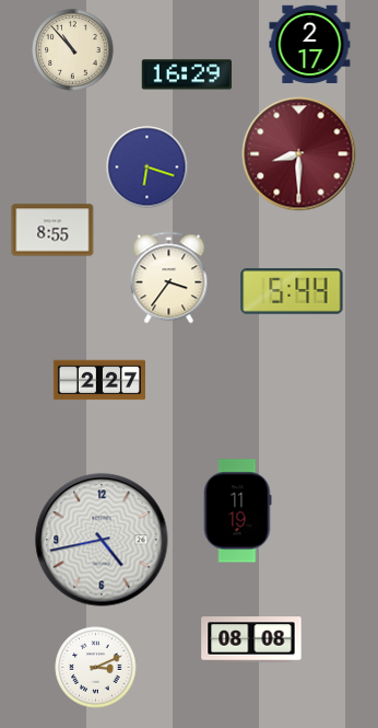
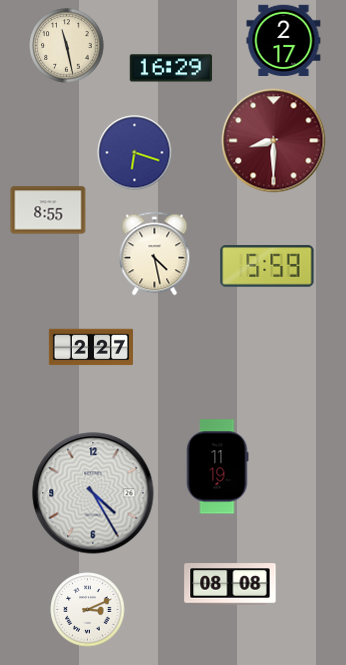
clock at (73, 50): 10:53 -> 11:28
clock at (169, 278): 3:36 -> 4:28
clock at (292, 291): 5:44 -> 5:59
clock at (102, 540): 4:43 -> 4:25
